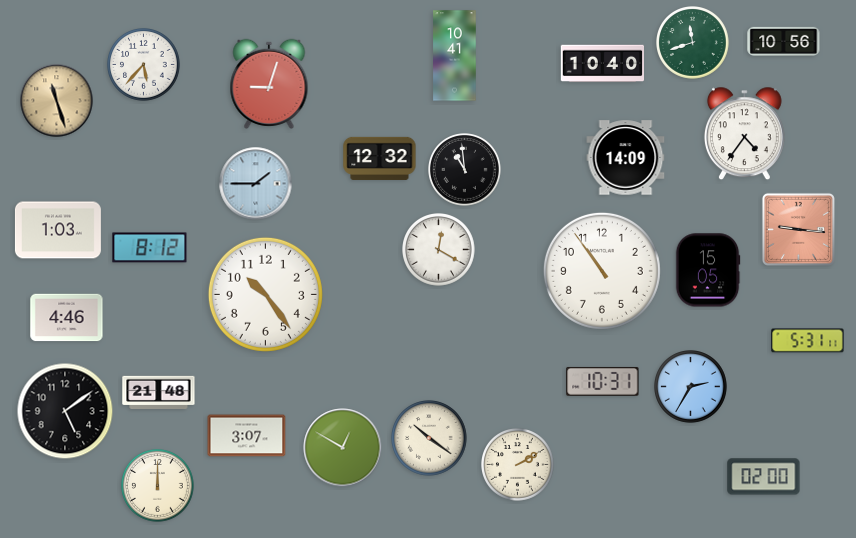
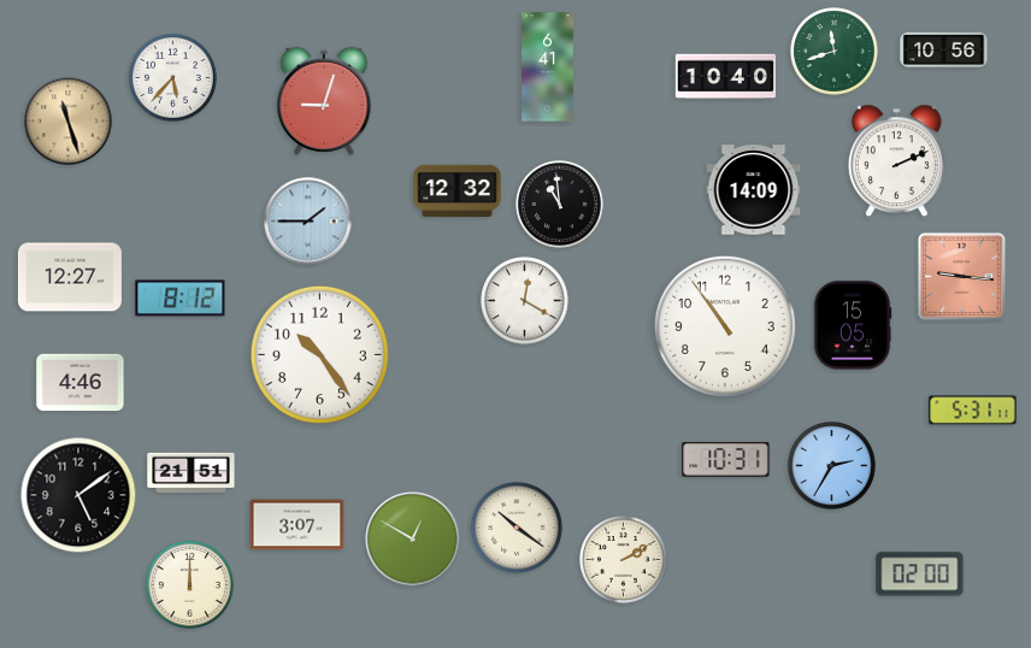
clock at (455, 56): 10:41 -> 6:41
clock at (744, 134): 4:36 -> 2:11
clock at (58, 230): 1:03 -> 12:27
clock at (439, 250) position: (439, 250) -> (525, 301)
clock at (159, 393): 21:48 -> 21:51
